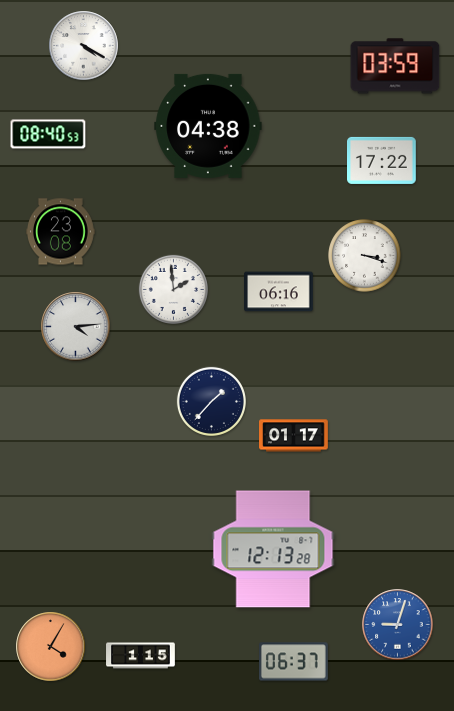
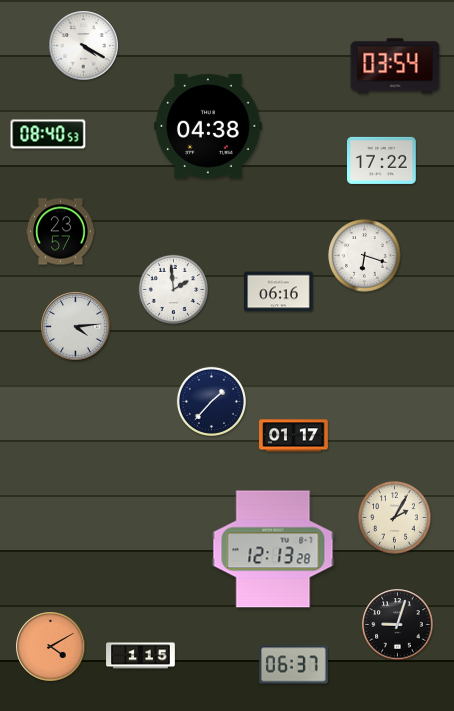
clock at (395, 66): 03:59 -> 03:54
clock at (61, 232): 23:08 -> 23:57
clock at (365, 256): 3:18 -> 6:18
clock at (395, 518): none -> 2:05
clock at (398, 625) dial: blue -> black
clock at (51, 647): 4:05 -> 4:10
clock at (294, 662) position: (294, 662) -> (294, 665)
